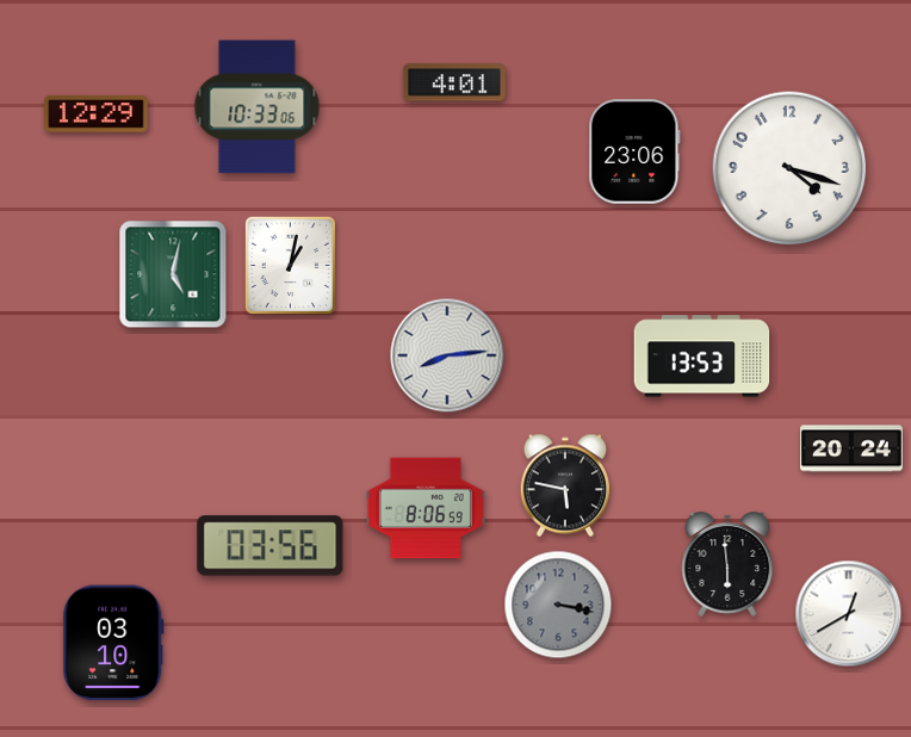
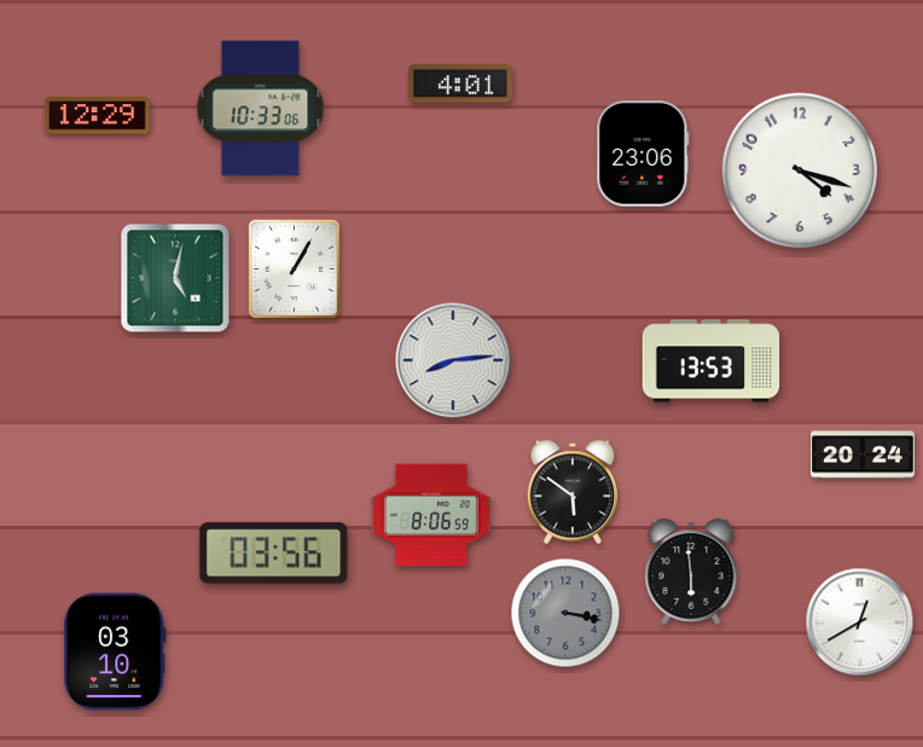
clock at (290, 265): 1:02 -> 1:05
clock at (565, 485): 5:47 -> 5:51
clock at (727, 565) position: (727, 565) -> (691, 573)
